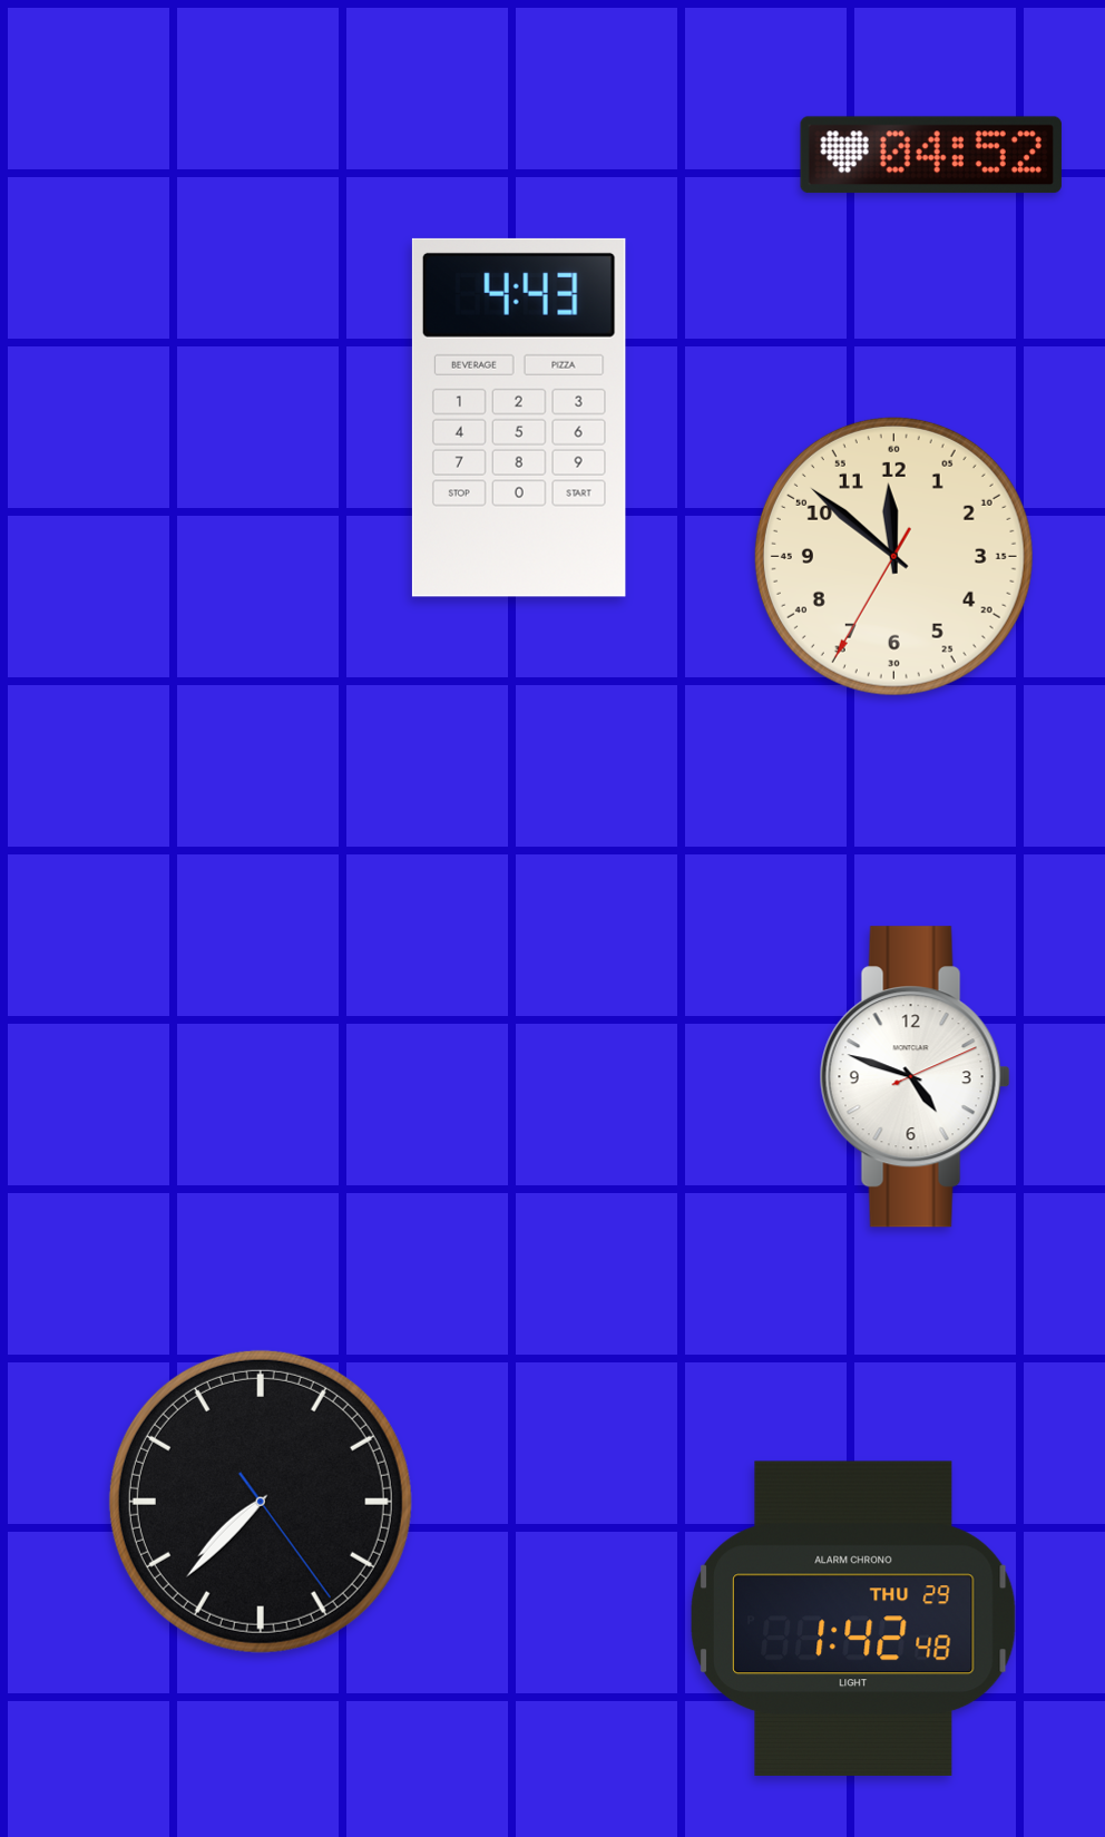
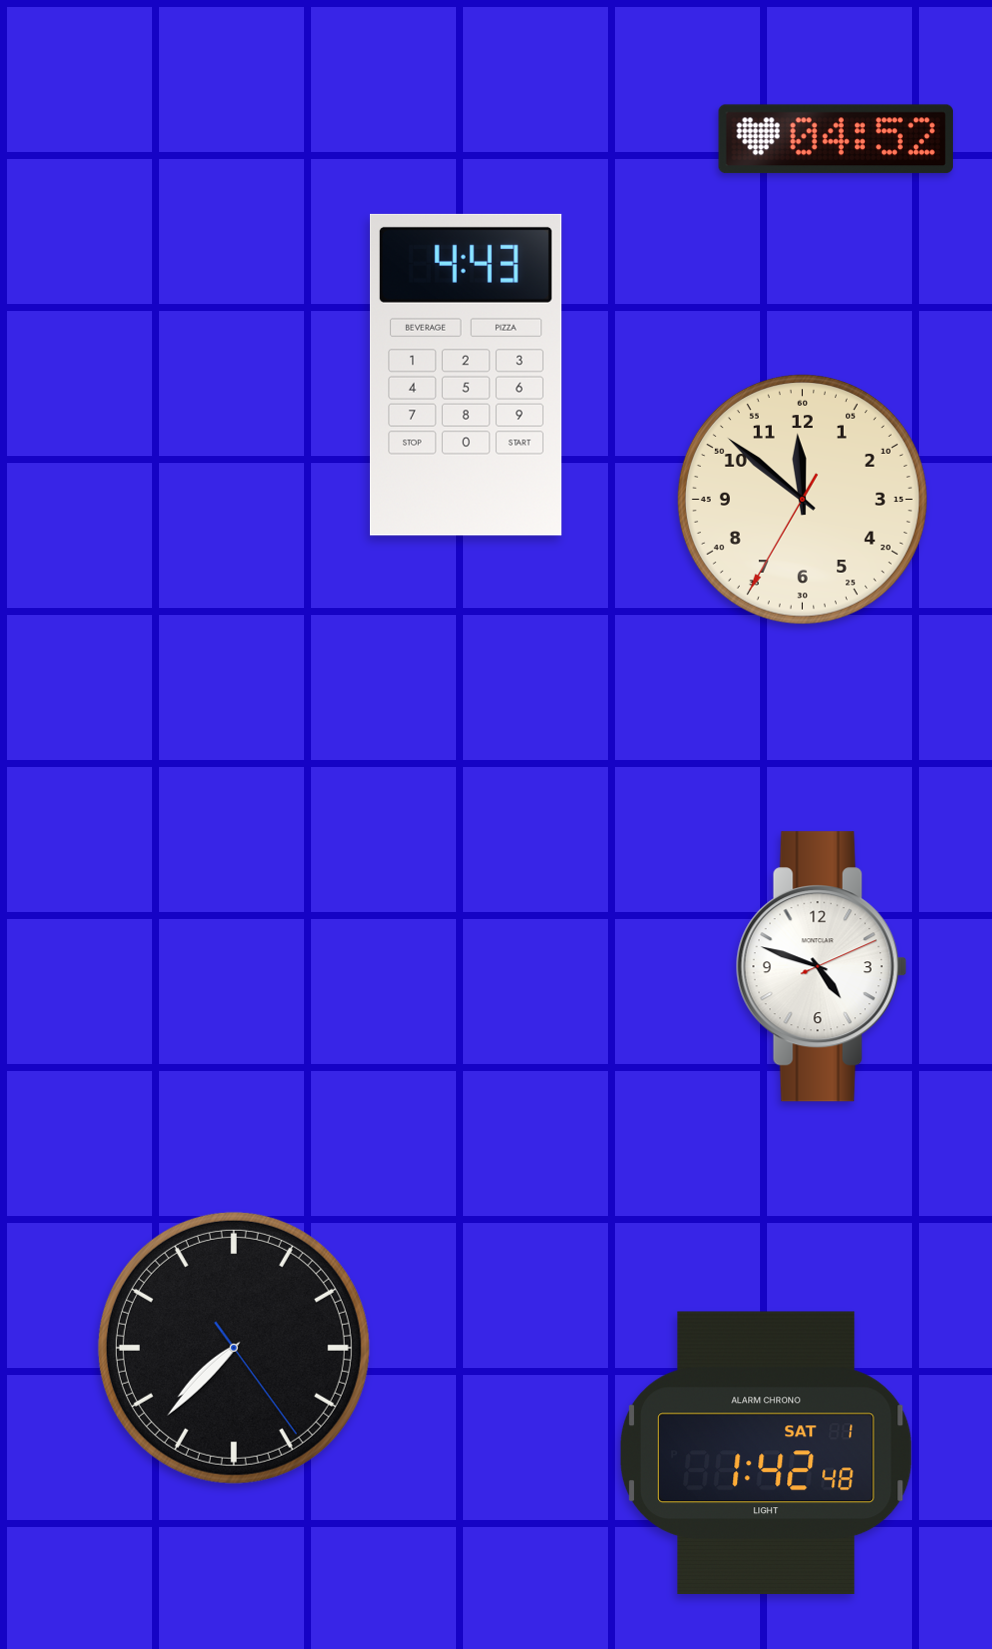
clock at (853, 1618) date: THU 29 -> SAT 1
